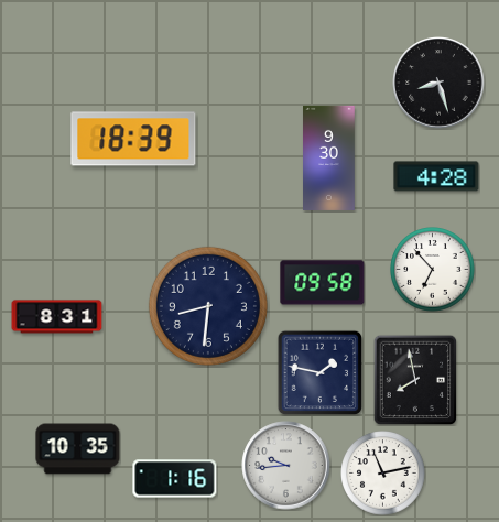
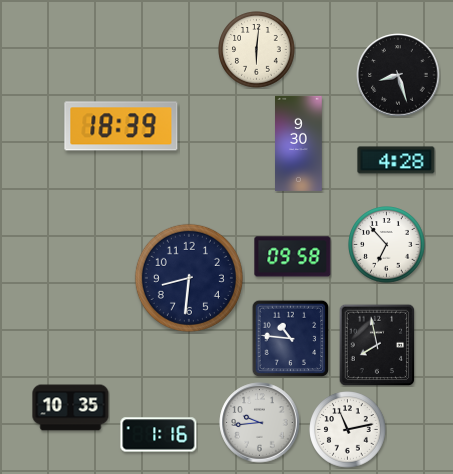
clock at (257, 50): none -> 6:01
clock at (433, 270) position: (433, 270) -> (387, 245)
clock at (57, 317): 8:31 -> none
clock at (319, 372): 1:47 -> 10:46
